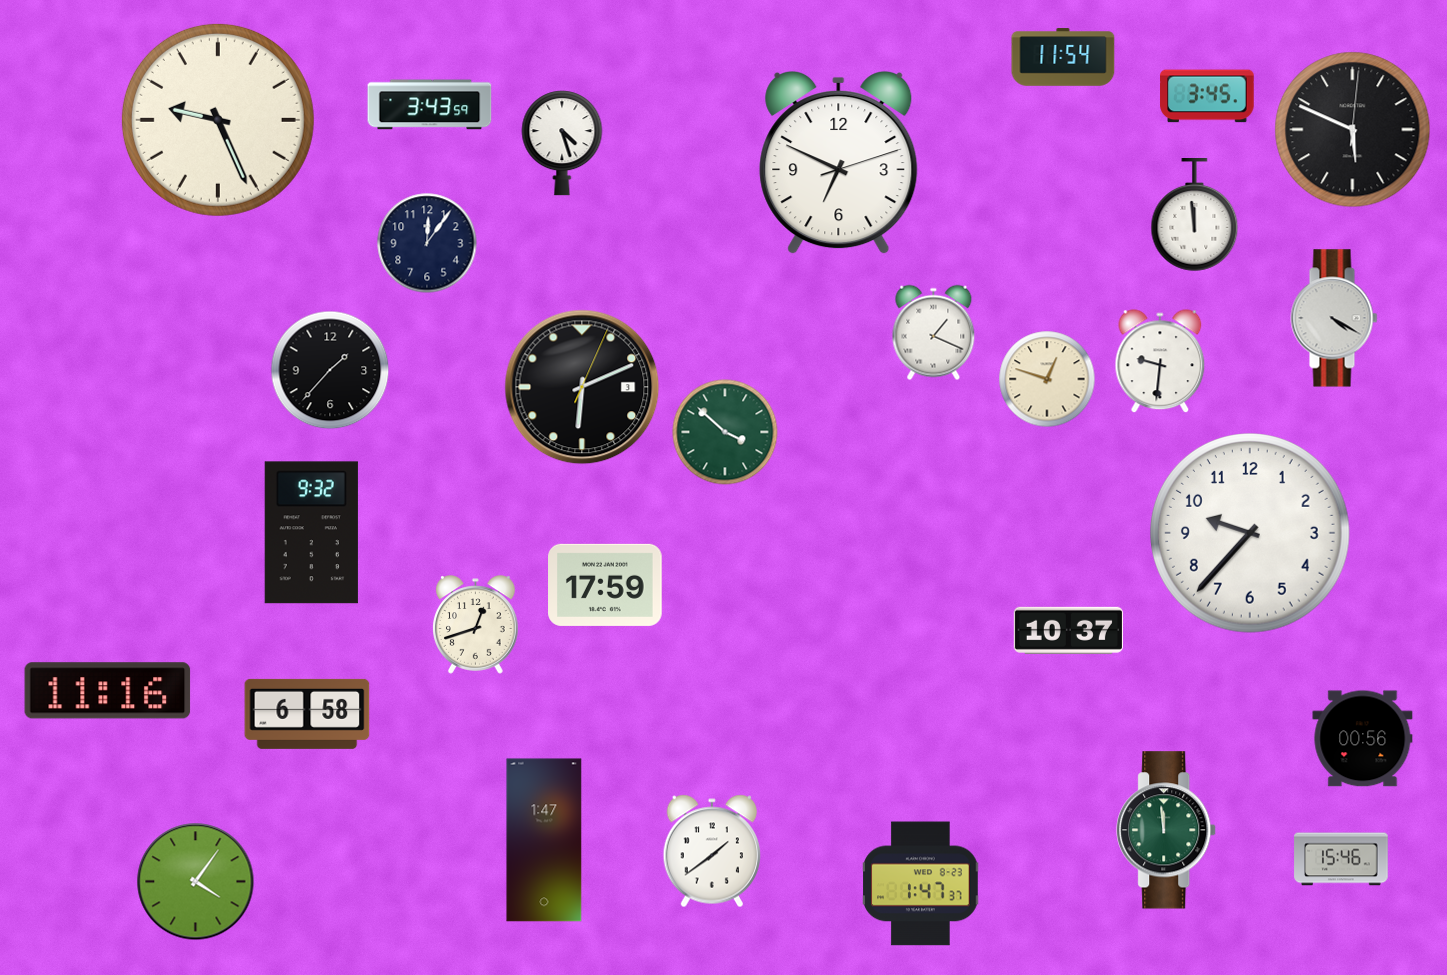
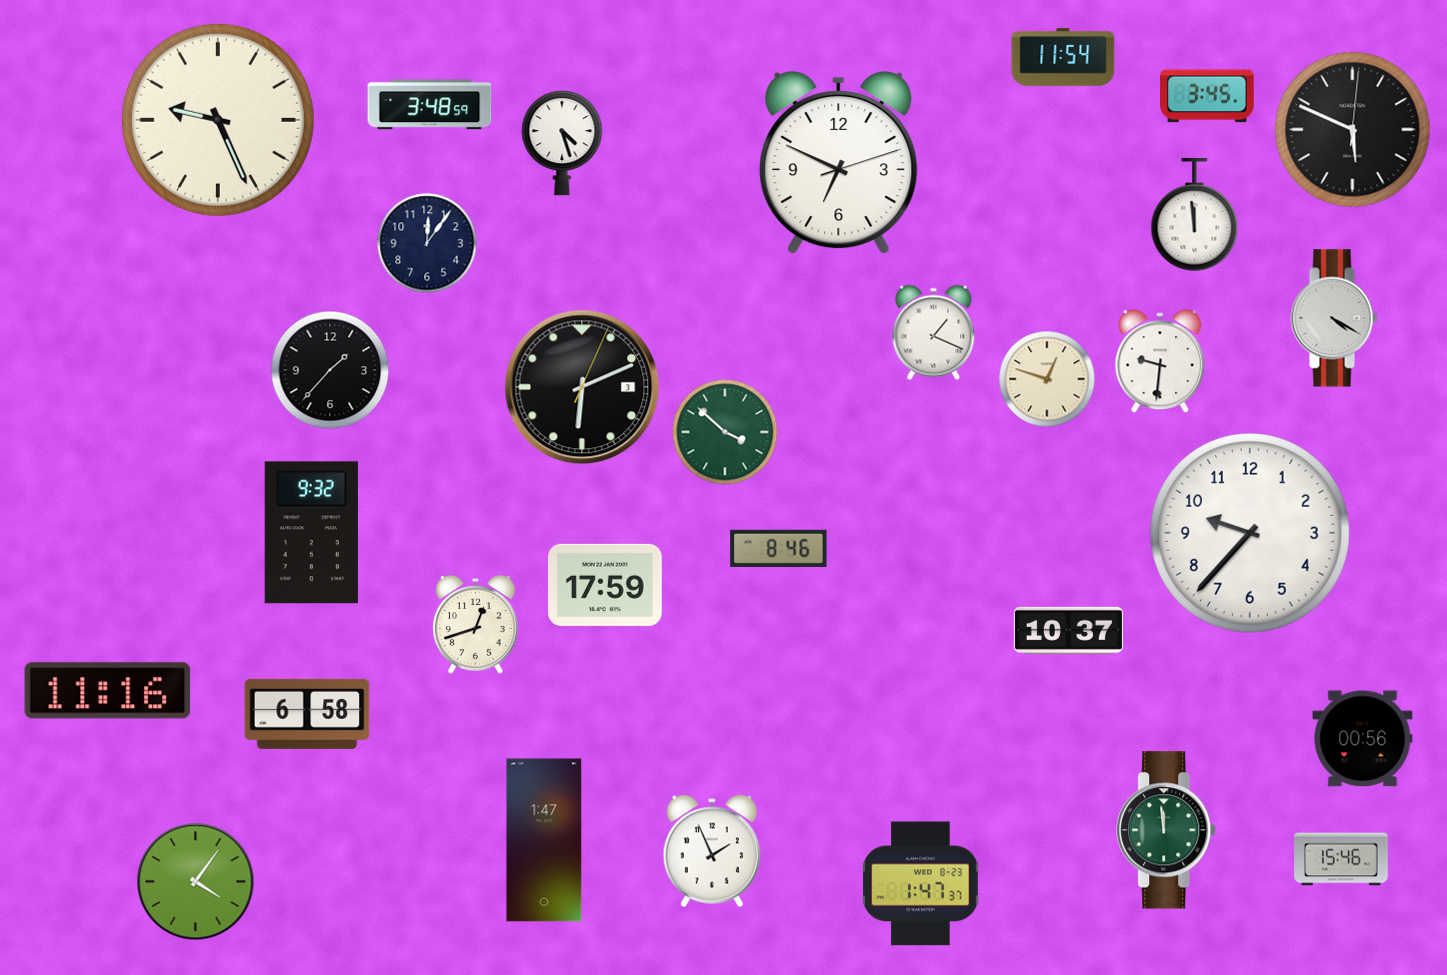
clock at (430, 105): 3:43 -> 3:48
clock at (779, 548): none -> 8:46
clock at (712, 851): 1:39 -> 1:56
